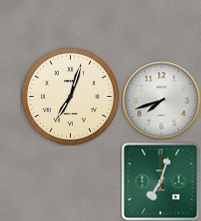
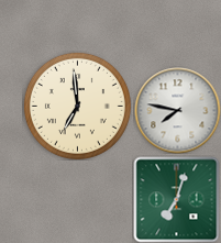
clock at (70, 96): 7:03 -> 6:59
clock at (161, 100): 7:42 -> 7:47
